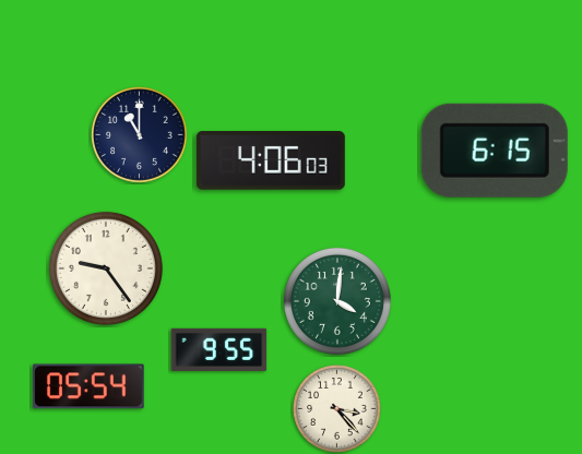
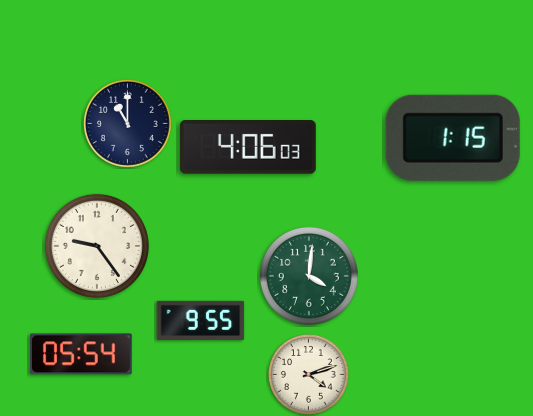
clock at (495, 151): 6:15 -> 1:15
clock at (337, 409): 3:23 -> 4:12
